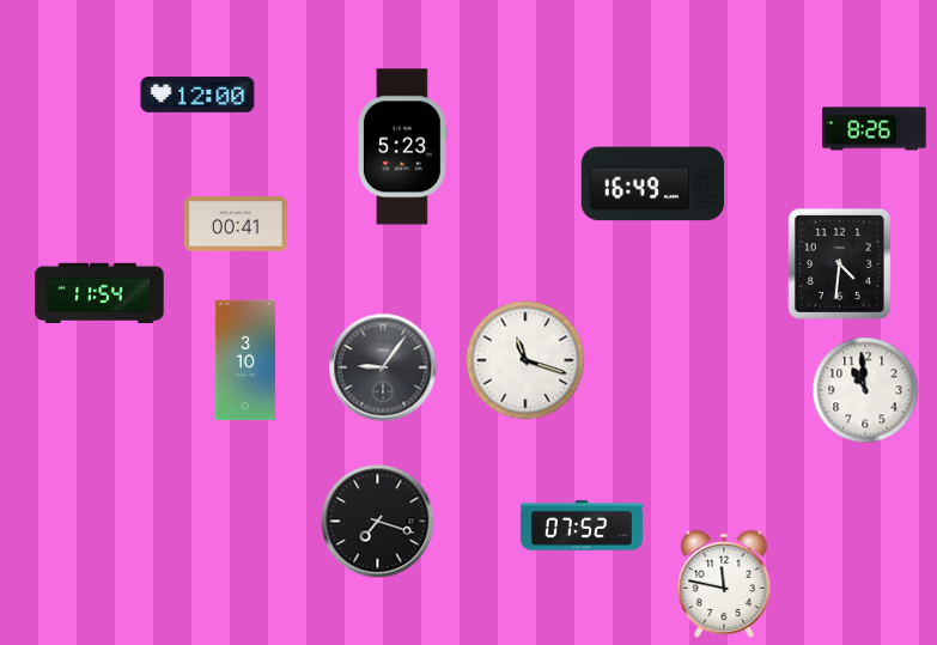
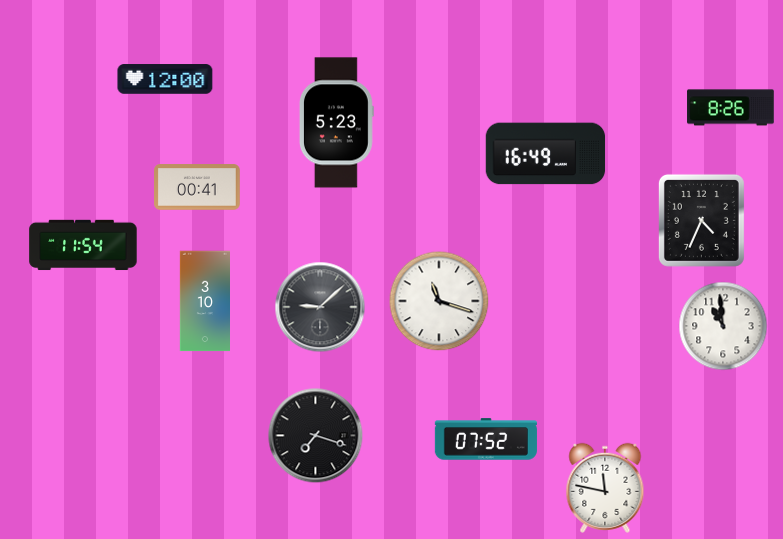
clock at (839, 263): 4:31 -> 4:34
clock at (383, 367): 9:06 -> 9:08
